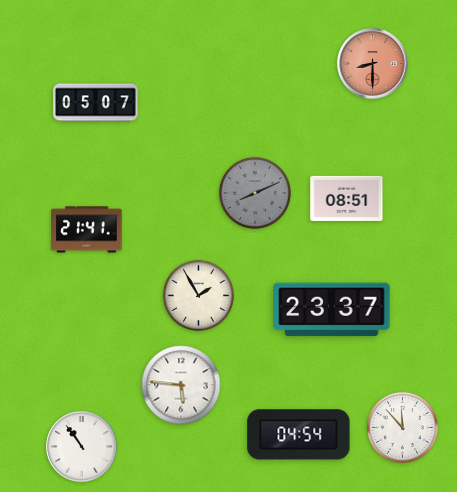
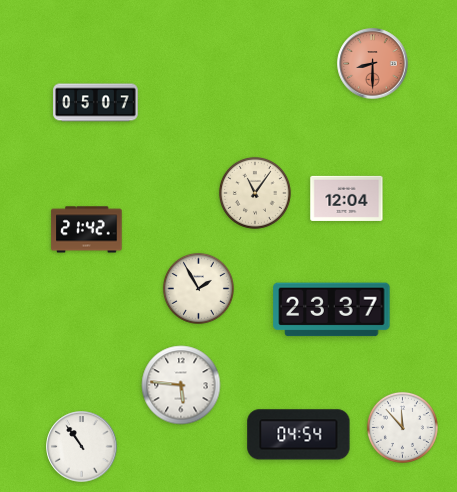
clock at (255, 193): 8:11 -> 11:06
clock at (255, 193) dial: grey -> cream
clock at (347, 198): 08:51 -> 12:04
clock at (87, 230): 21:41 -> 21:42
clock at (198, 295) position: (198, 295) -> (198, 288)
